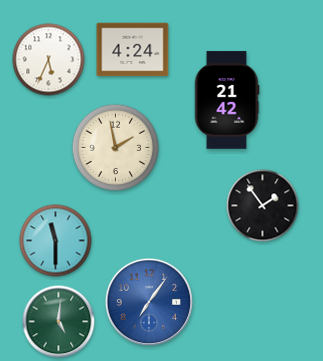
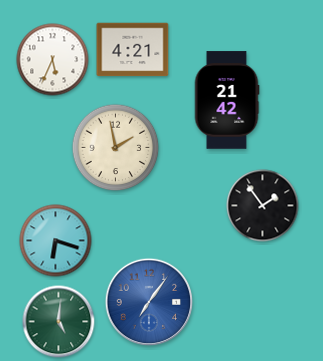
clock at (133, 50): 4:24 -> 4:21
clock at (49, 60) position: (49, 60) -> (53, 60)
clock at (56, 241): 11:30 -> 6:18
